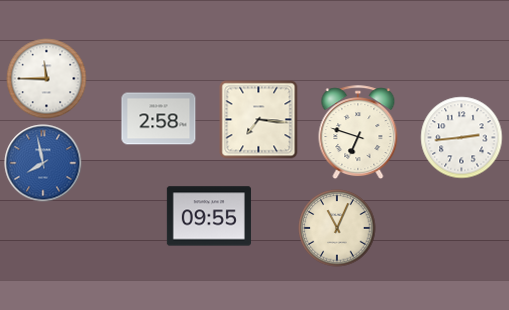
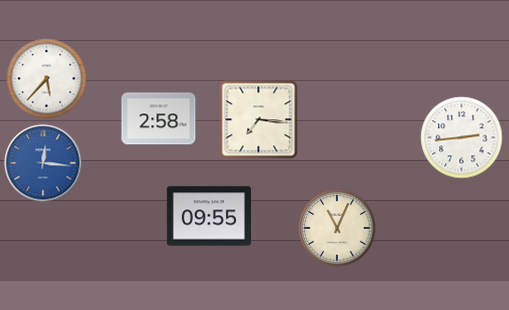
clock at (47, 79): 11:45 -> 5:37
clock at (358, 133): 6:48 -> none
clock at (43, 163): 7:58 -> 12:16
